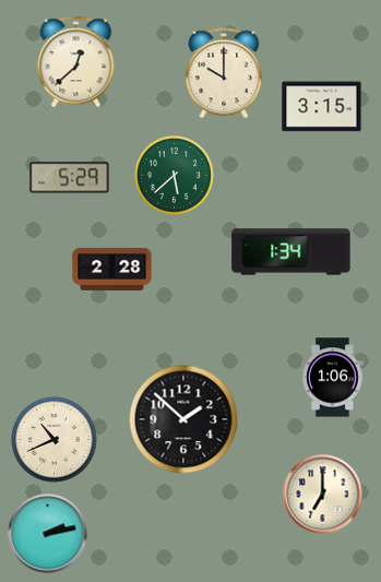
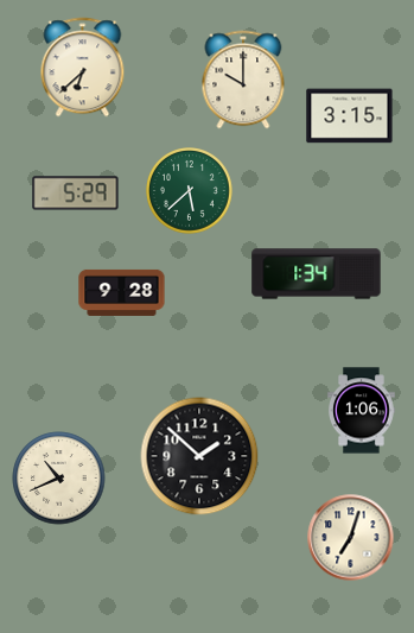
clock at (76, 62): 12:38 -> 6:38
clock at (112, 269): 2:28 -> 9:28
clock at (323, 495): 7:00 -> 7:03
clock at (48, 534): 2:13 -> none
